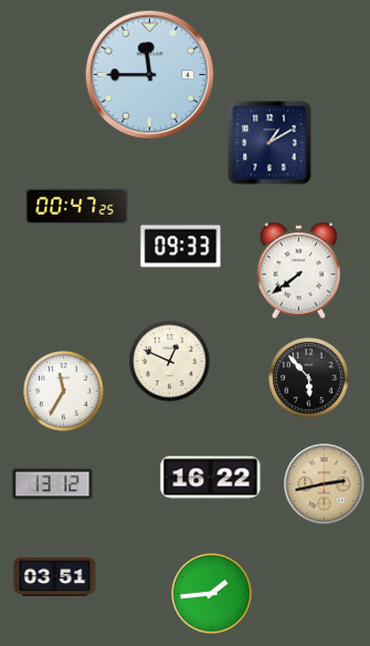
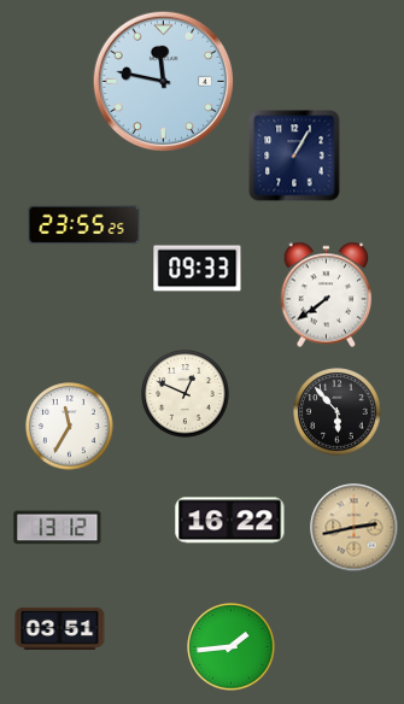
clock at (150, 75): 11:45 -> 11:47
clock at (269, 143): 1:10 -> 1:05
clock at (77, 207): 00:47 -> 23:55
